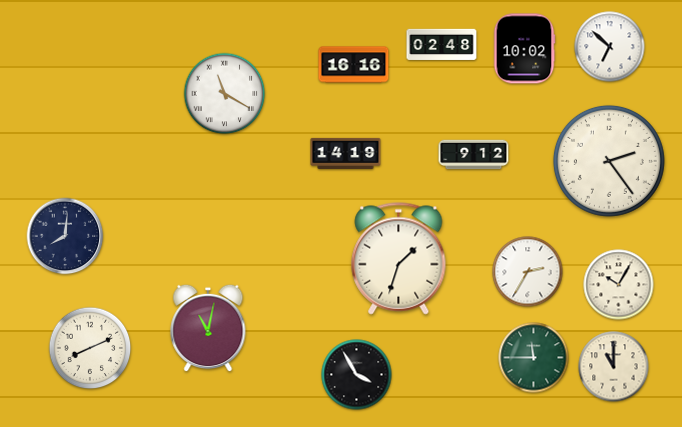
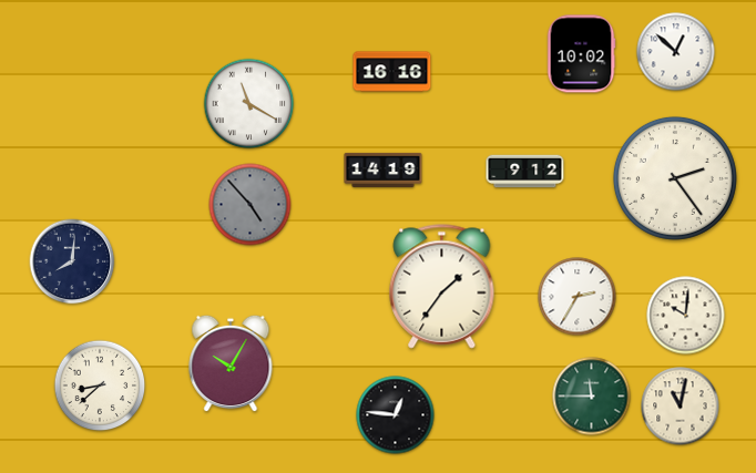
clock at (442, 44): 02:48 -> none
clock at (610, 47): 6:52 -> 12:52
clock at (251, 205): none -> 4:53
clock at (399, 259): 1:33 -> 1:36
clock at (528, 272) position: (528, 272) -> (578, 297)
clock at (619, 285): 10:05 -> 10:01
clock at (208, 328): 11:02 -> 10:05
clock at (90, 348): 8:11 -> 8:38
clock at (614, 367): 11:00 -> 11:02
clock at (357, 375): 3:55 -> 12:46
